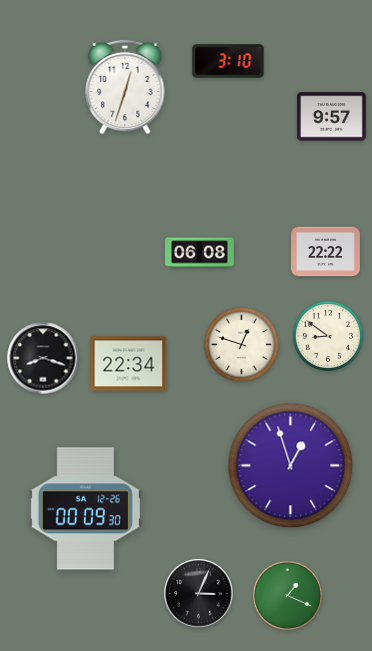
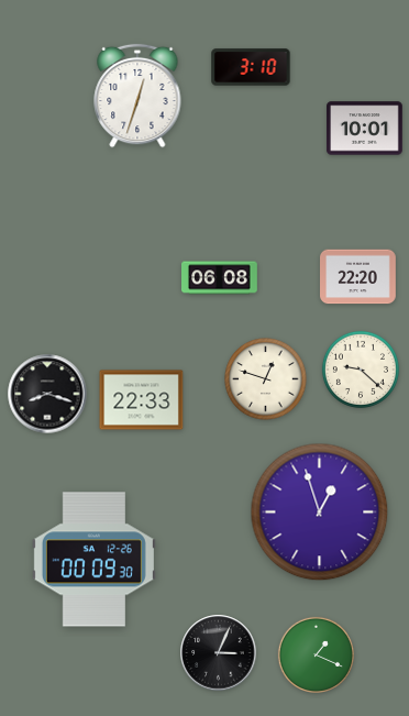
clock at (332, 117): 9:57 -> 10:01
clock at (326, 252): 22:22 -> 22:20
clock at (328, 336): 8:51 -> 9:22
clock at (129, 364): 22:34 -> 22:33
